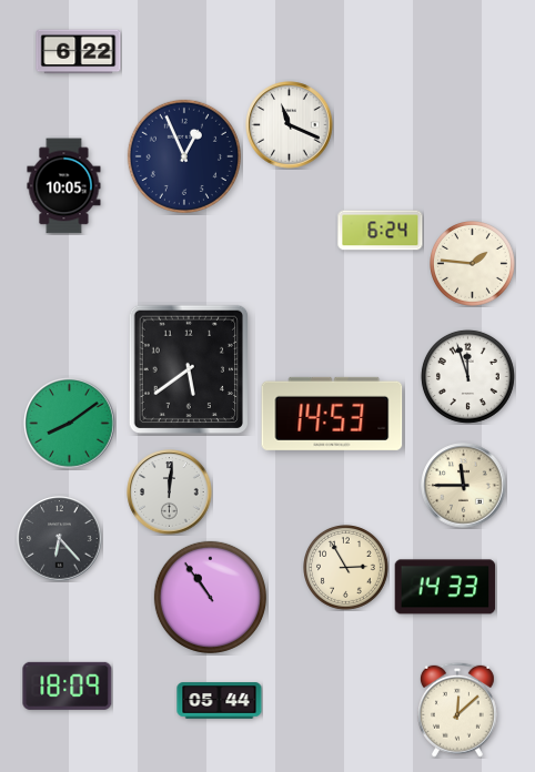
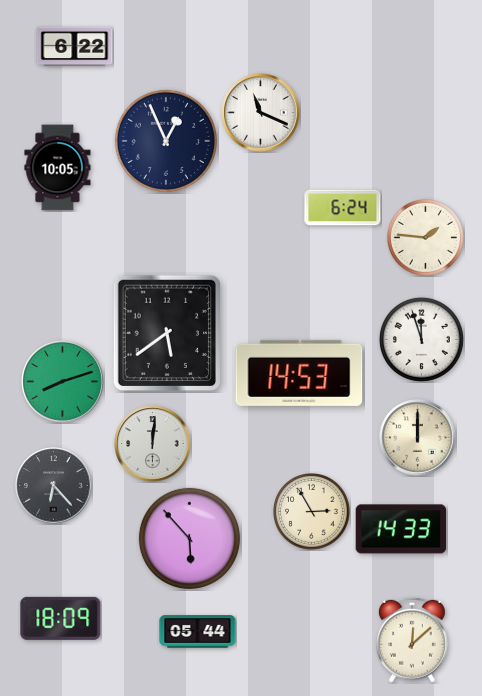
clock at (79, 52) position: (79, 52) -> (75, 47)
clock at (188, 369) position: (188, 369) -> (166, 333)
clock at (70, 424): 8:09 -> 8:12
clock at (464, 486): 11:45 -> 12:00
clock at (210, 597): 10:54 -> 5:53
